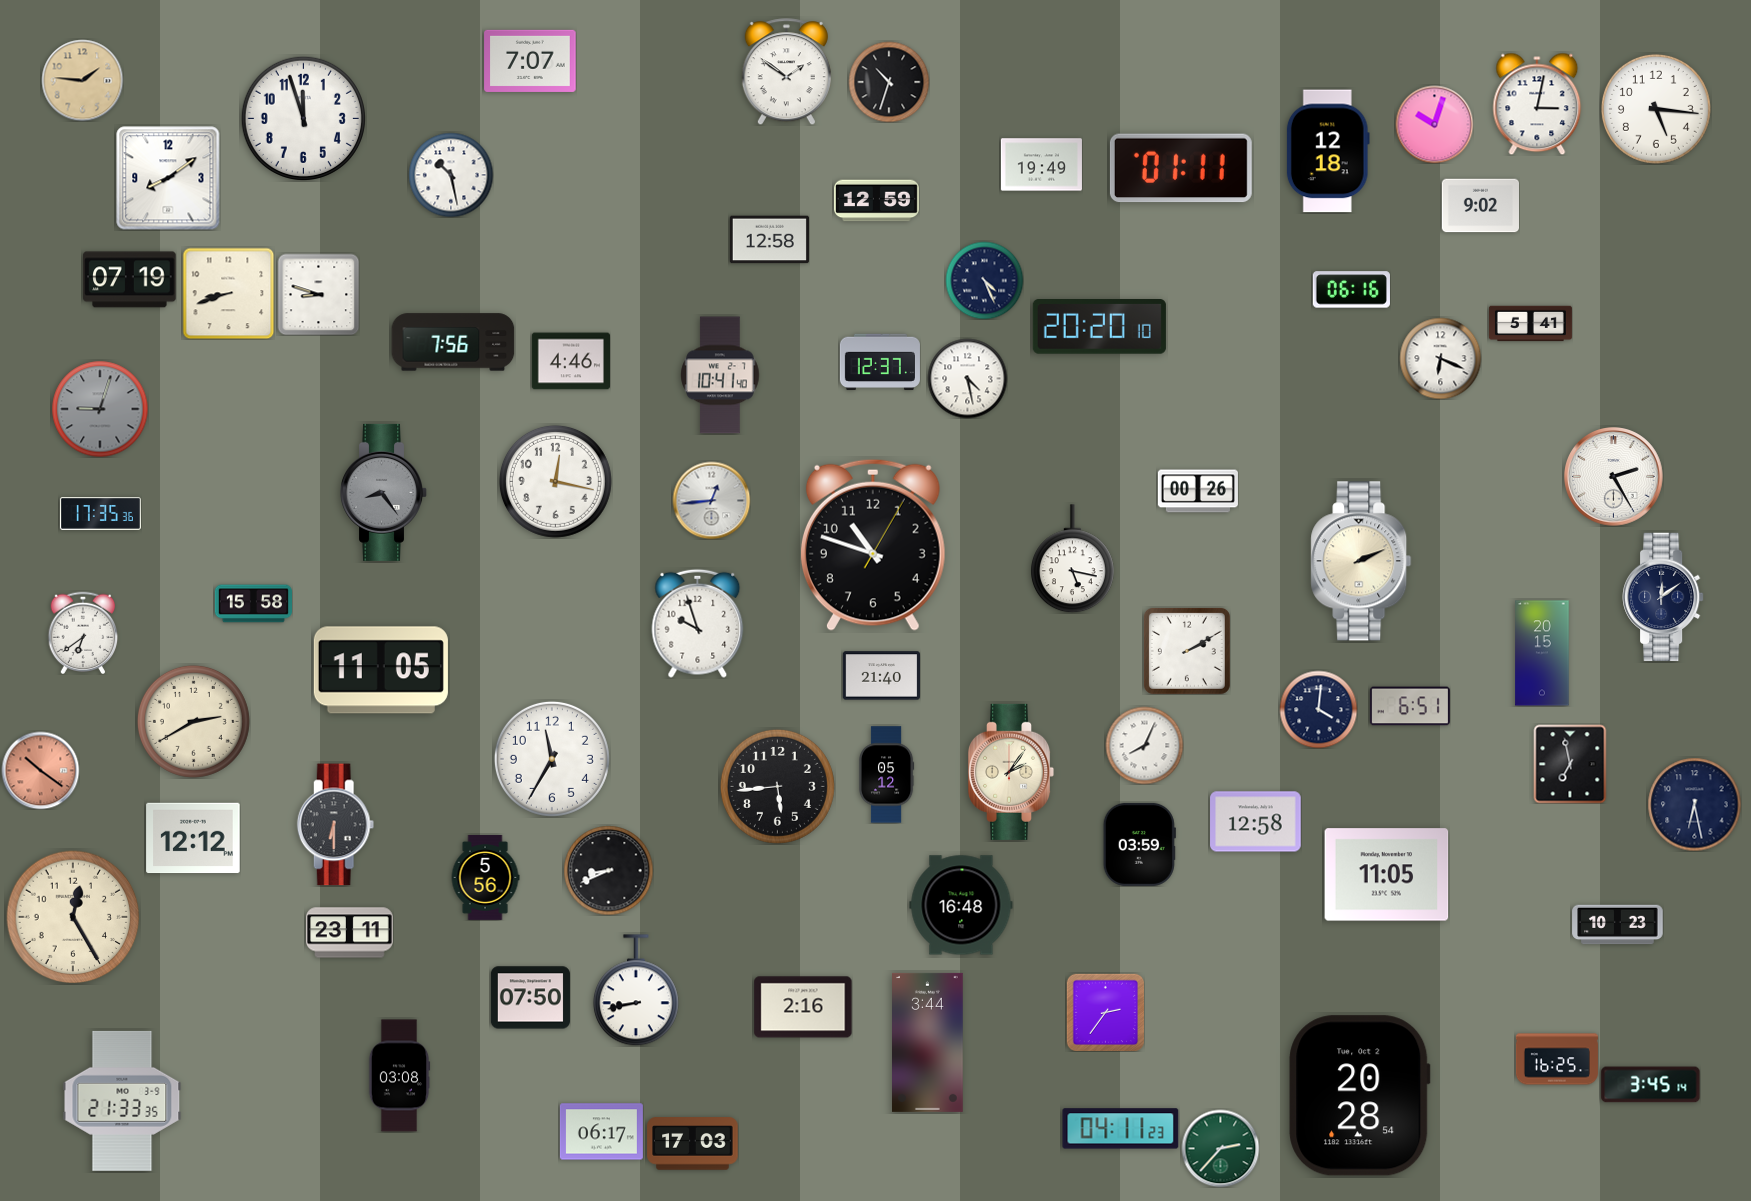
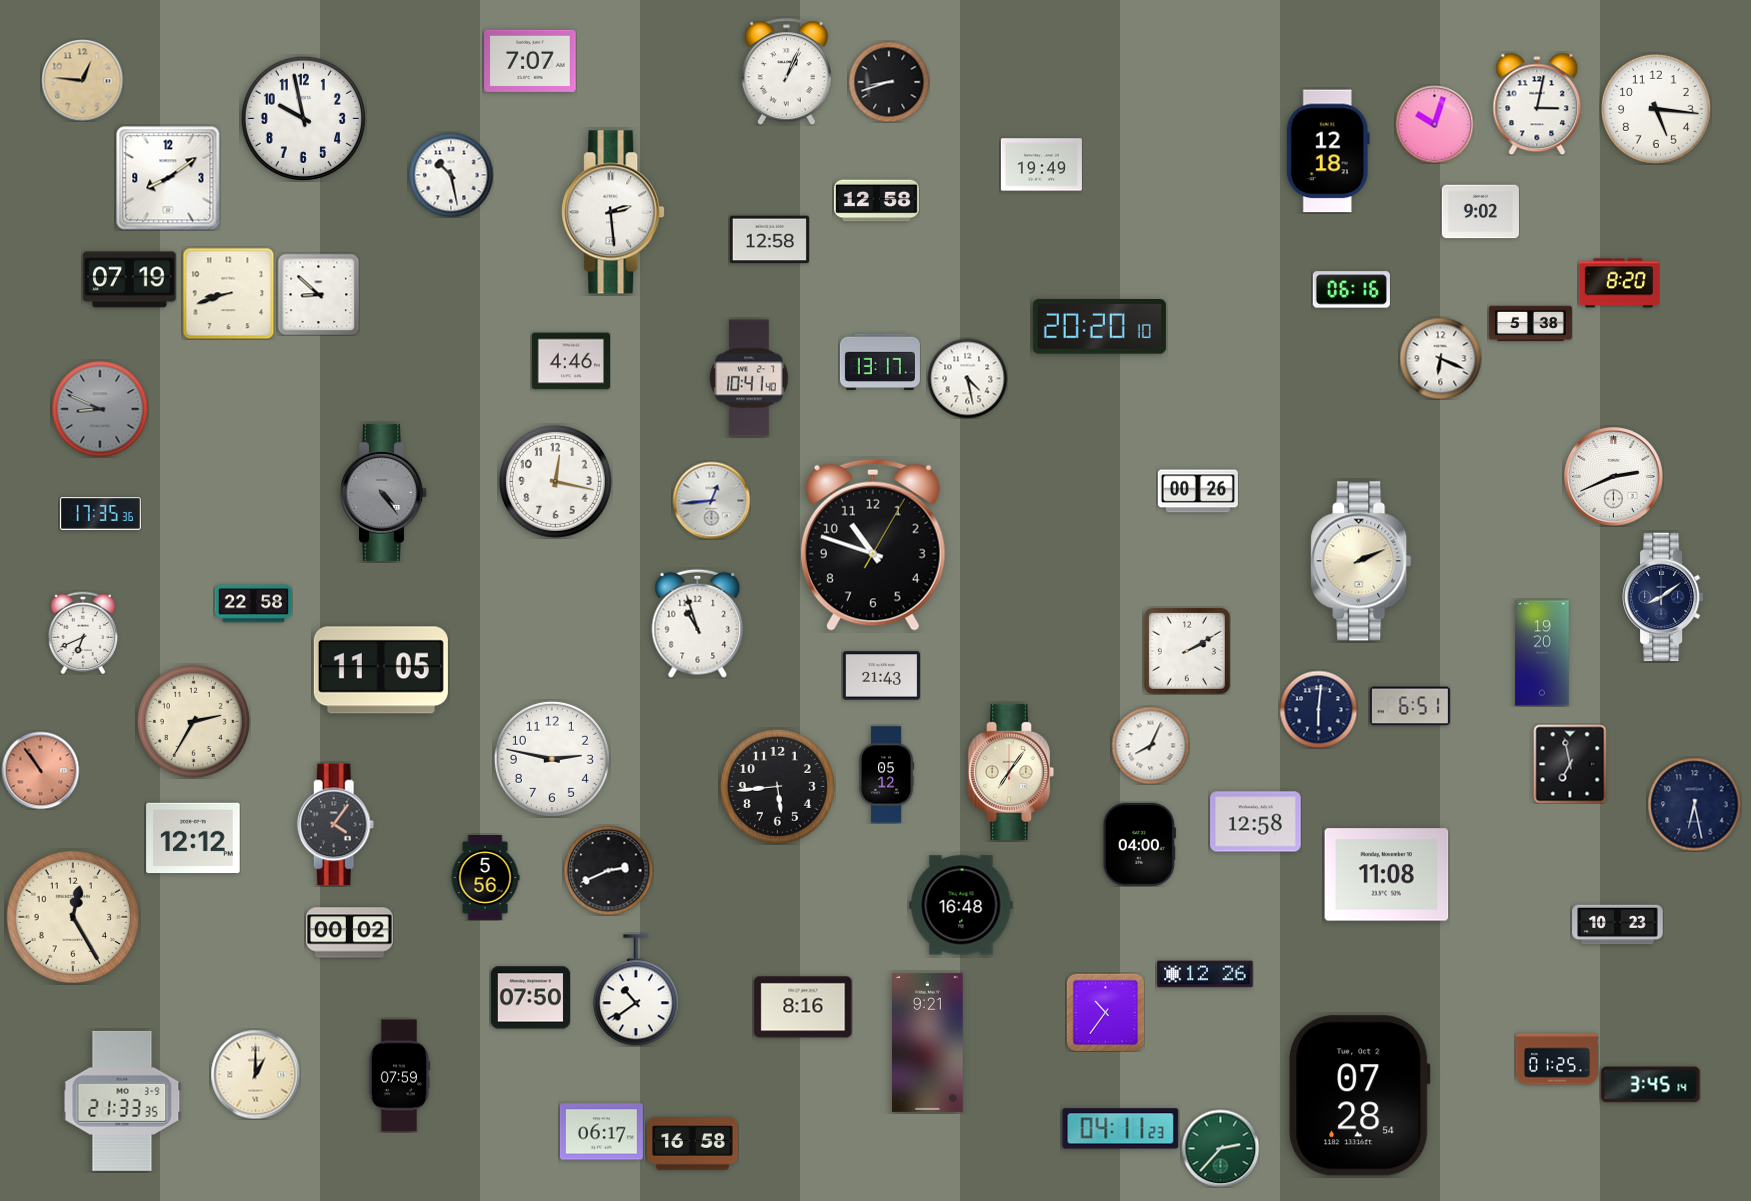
clock at (786, 72): 1:51 -> 1:04
clock at (82, 80): 1:46 -> 12:46
clock at (889, 82): 10:33 -> 8:42
clock at (303, 118): 11:57 -> 9:58
clock at (1181, 168): 01:11 -> none
clock at (876, 201): 12:59 -> 12:58
clock at (1480, 206) position: (1480, 206) -> (1480, 212)
clock at (613, 212): none -> 2:29
clock at (984, 280): 4:26 -> none
clock at (1619, 283): none -> 8:20
clock at (318, 294): 8:48 -> 8:52
clock at (1530, 324): 5:41 -> 5:38
clock at (453, 342): 7:56 -> none
clock at (880, 362): 12:37 -> 13:17
clock at (720, 375) position: (720, 375) -> (749, 378)
clock at (100, 409): 9:03 -> 8:49
clock at (1614, 477): 2:25 -> 2:41
clock at (384, 492): 8:24 -> 4:24
clock at (1072, 559): 5:17 -> none
clock at (1663, 597): 12:09 -> 8:09
clock at (253, 604): 15:58 -> 22:58
clock at (698, 623): 9:57 -> 10:57
clock at (83, 633): 6:39 -> 6:41
clock at (1542, 653): 20:15 -> 19:20
clock at (881, 676): 21:40 -> 21:43
clock at (1318, 709): 4:01 -> 6:01
clock at (193, 721): 2:40 -> 2:35
clock at (1144, 745) position: (1144, 745) -> (1150, 745)
clock at (552, 759): 11:35 -> 2:47
clock at (40, 770): 10:21 -> 10:54
clock at (1012, 772): 2:06 -> 7:06
clock at (336, 825): 6:30 -> 4:06
clock at (1139, 844): 03:59 -> 04:00
clock at (608, 870): 8:41 -> 2:41
clock at (1387, 875): 11:05 -> 11:08
clock at (350, 933): 23:11 -> 00:02
clock at (1205, 974): none -> 12:26
clock at (636, 990): 8:43 -> 10:39
clock at (803, 1007): 2:16 -> 8:16
clock at (1105, 1012): 2:36 -> 10:36
clock at (928, 1042): 3:44 -> 9:21
clock at (1557, 1059): 16:25 -> 01:25
clock at (255, 1074): none -> 1:00
clock at (399, 1076): 03:08 -> 07:59
clock at (1360, 1096): 20:28 -> 07:28
clock at (693, 1144): 17:03 -> 16:58
